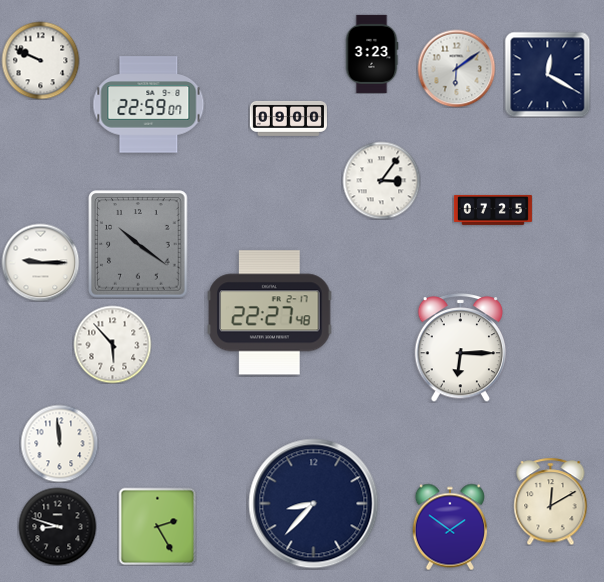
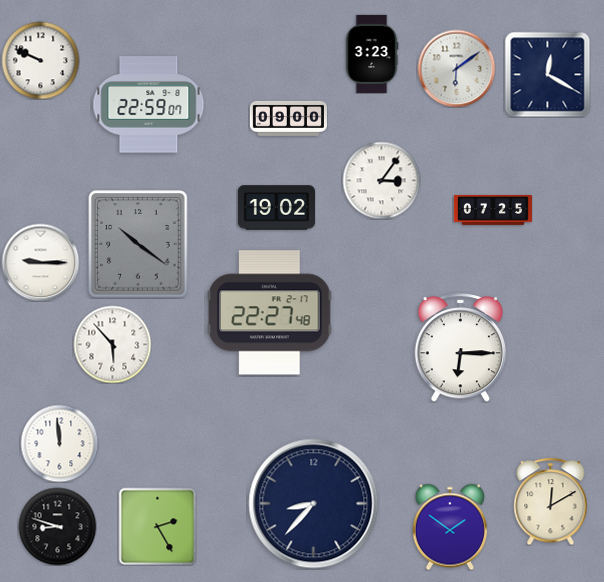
clock at (276, 208): none -> 19:02
